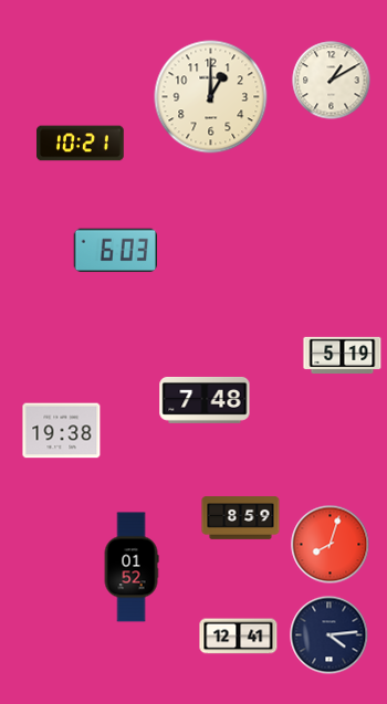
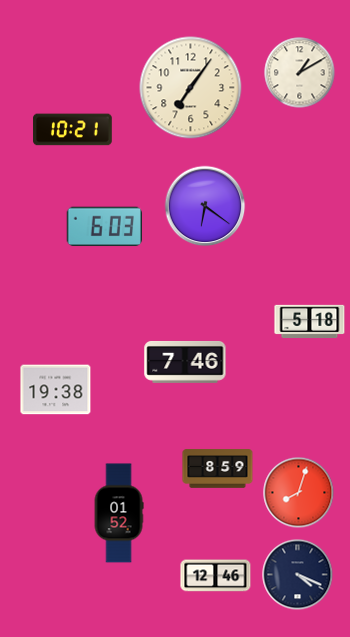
clock at (211, 97): 1:00 -> 7:06
clock at (205, 206): none -> 6:21
clock at (343, 355): 5:19 -> 5:18
clock at (205, 400): 7:48 -> 7:46
clock at (330, 635): 4:14 -> 4:19
clock at (239, 637): 12:41 -> 12:46
